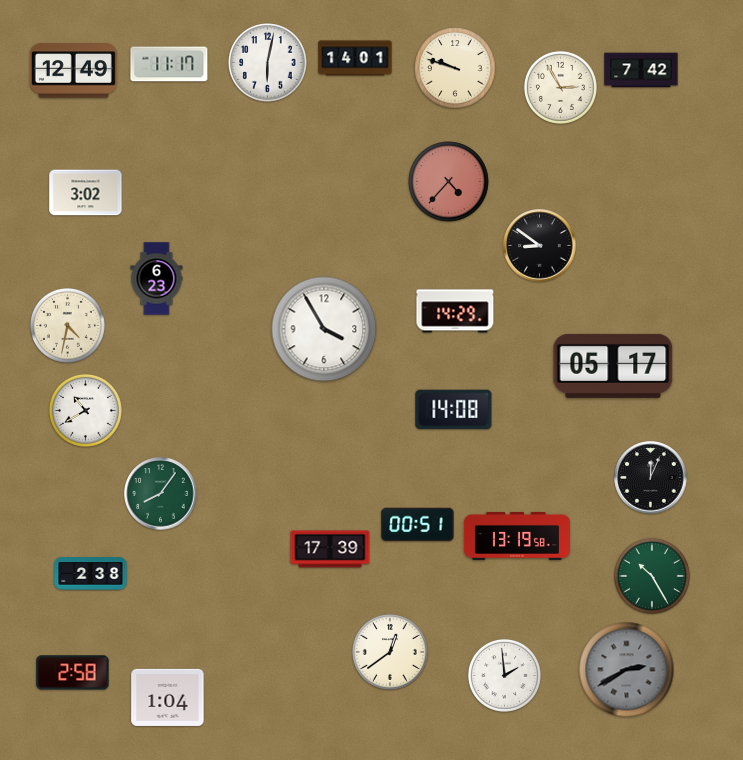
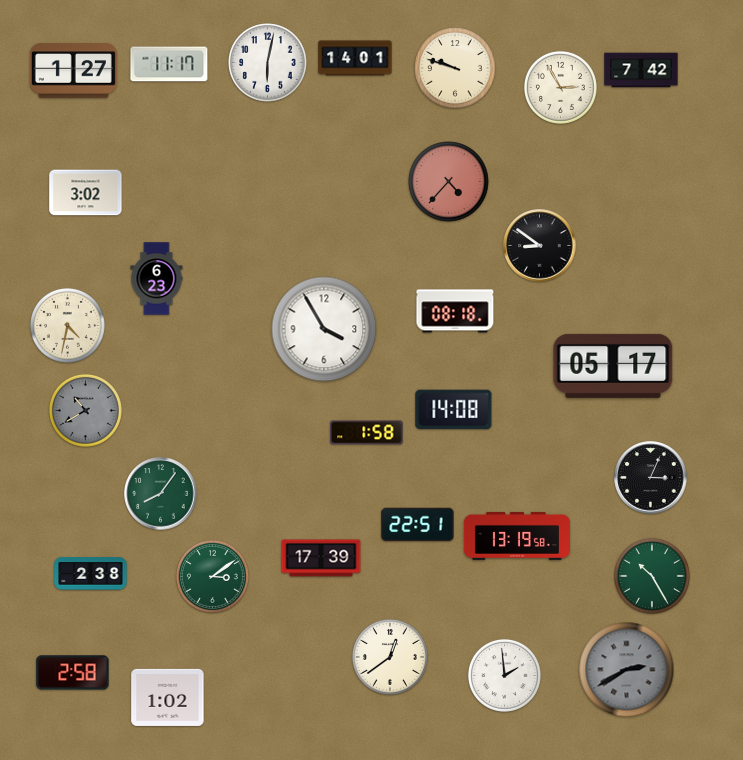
clock at (73, 71): 12:49 -> 1:27
clock at (455, 311): 14:29 -> 08:18
clock at (85, 410) dial: white -> grey
clock at (367, 433): none -> 1:58
clock at (651, 478): 12:04 -> 3:04
clock at (418, 525): 00:51 -> 22:51
clock at (330, 549) position: (330, 549) -> (321, 558)
clock at (212, 576): none -> 3:09
clock at (390, 652) position: (390, 652) -> (390, 657)
clock at (168, 697): 1:04 -> 1:02
